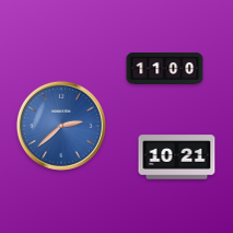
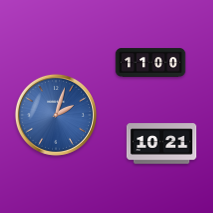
clock at (61, 126): 2:38 -> 2:03
